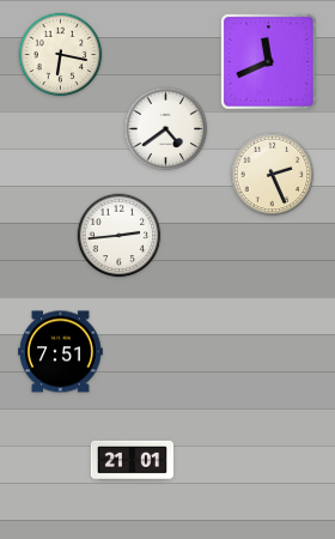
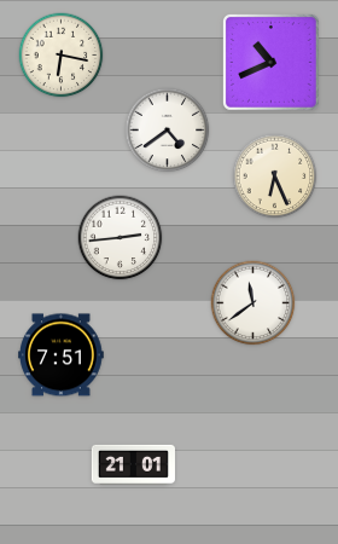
clock at (269, 62): 11:41 -> 10:41
clock at (273, 175): 2:26 -> 6:26
clock at (253, 303): none -> 11:39
